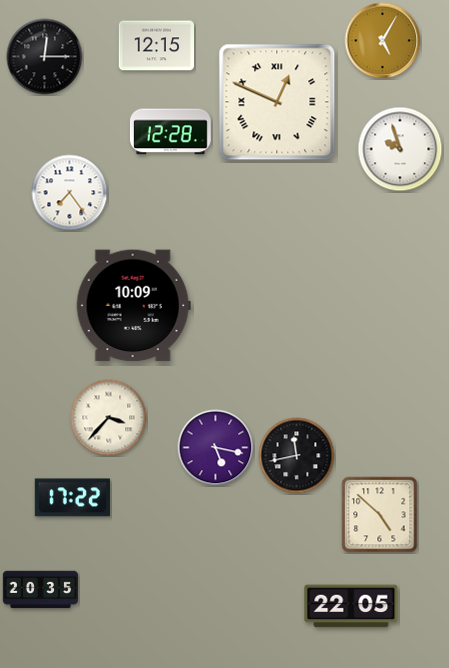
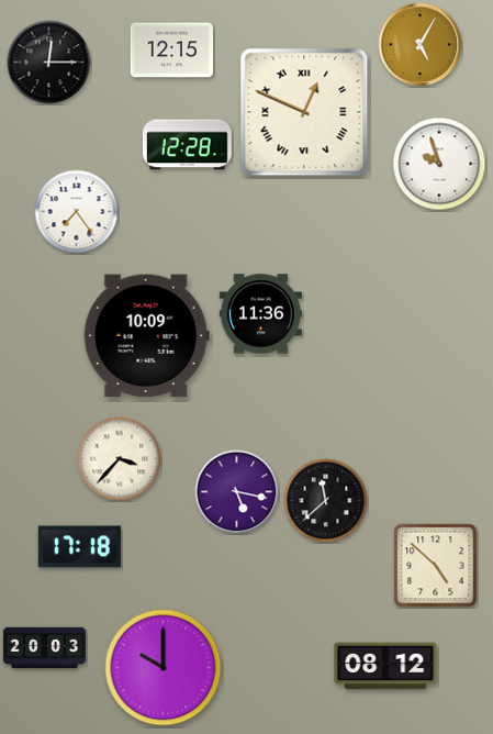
clock at (260, 314): none -> 11:36
clock at (297, 456): 11:43 -> 11:38
clock at (72, 498): 17:22 -> 17:18
clock at (380, 515) position: (380, 515) -> (436, 566)
clock at (41, 590): 20:35 -> 20:03
clock at (351, 606): 22:05 -> 08:12
clock at (164, 668): none -> 10:00
